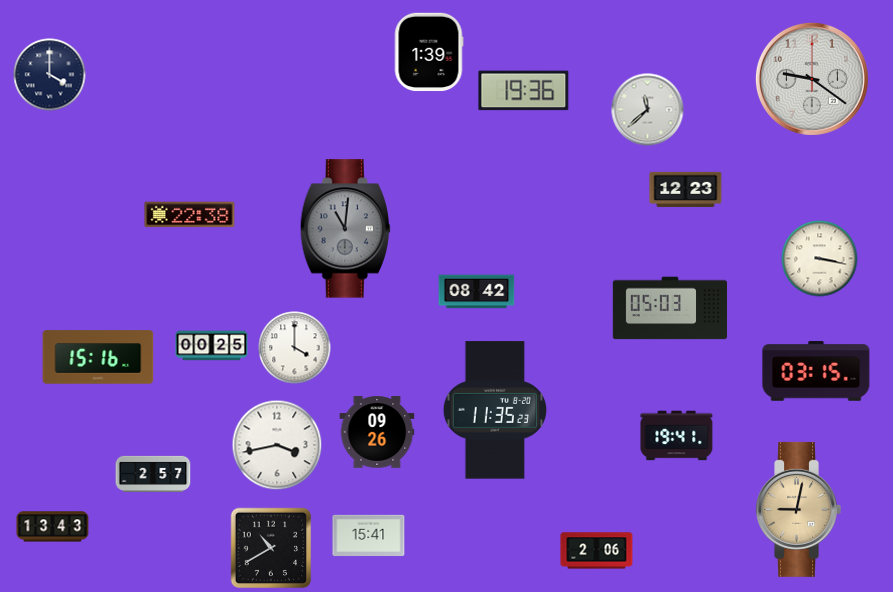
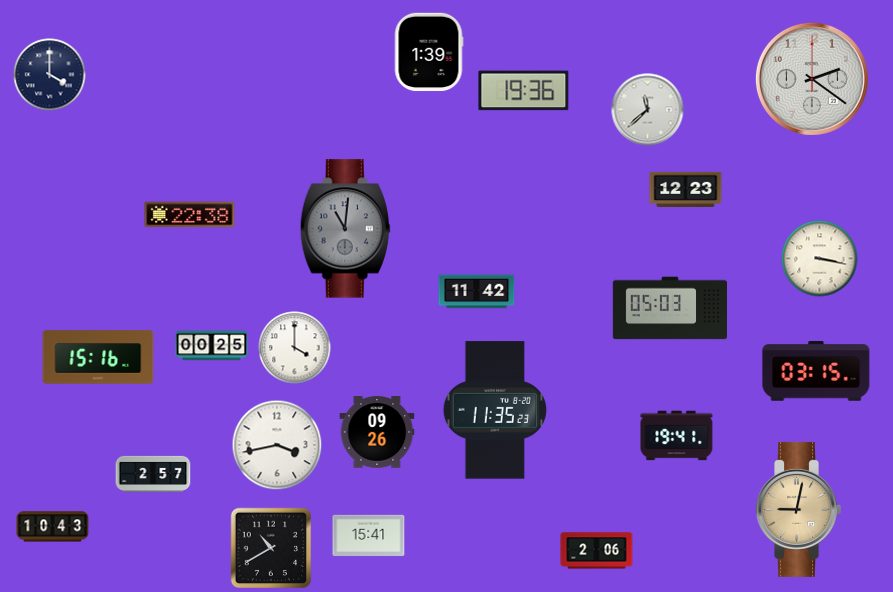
clock at (812, 79): 9:21 -> 2:21
clock at (477, 292): 08:42 -> 11:42
clock at (53, 527): 13:43 -> 10:43
